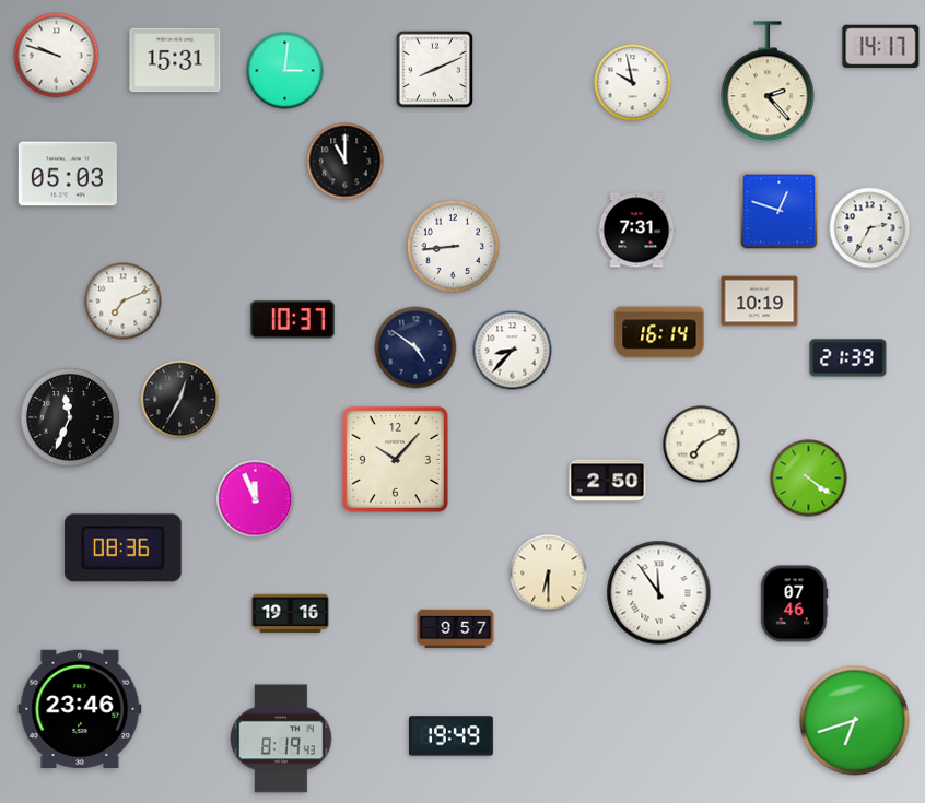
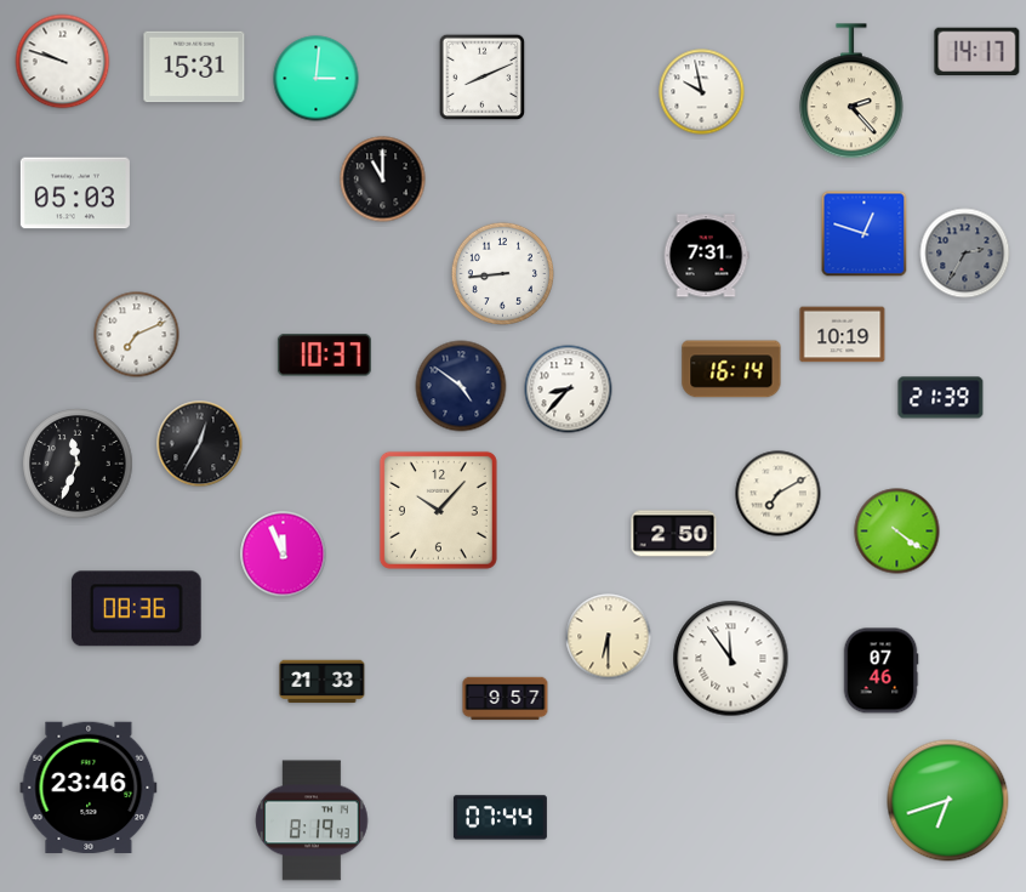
clock at (870, 228) dial: white -> grey
clock at (291, 614): 19:16 -> 21:33
clock at (450, 736): 19:49 -> 07:44
